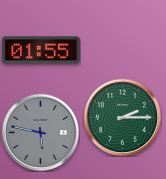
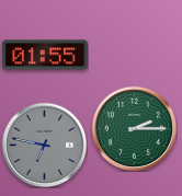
clock at (40, 132): 5:47 -> 6:47
